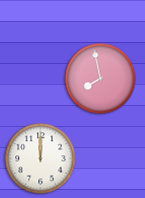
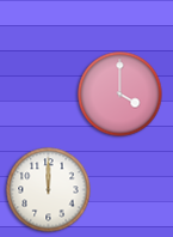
clock at (101, 79): 7:58 -> 4:00
